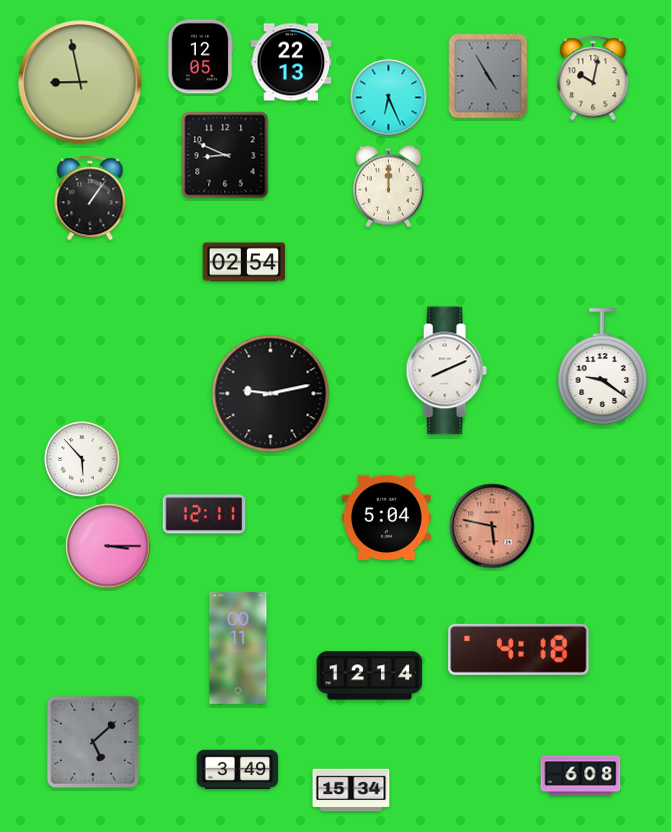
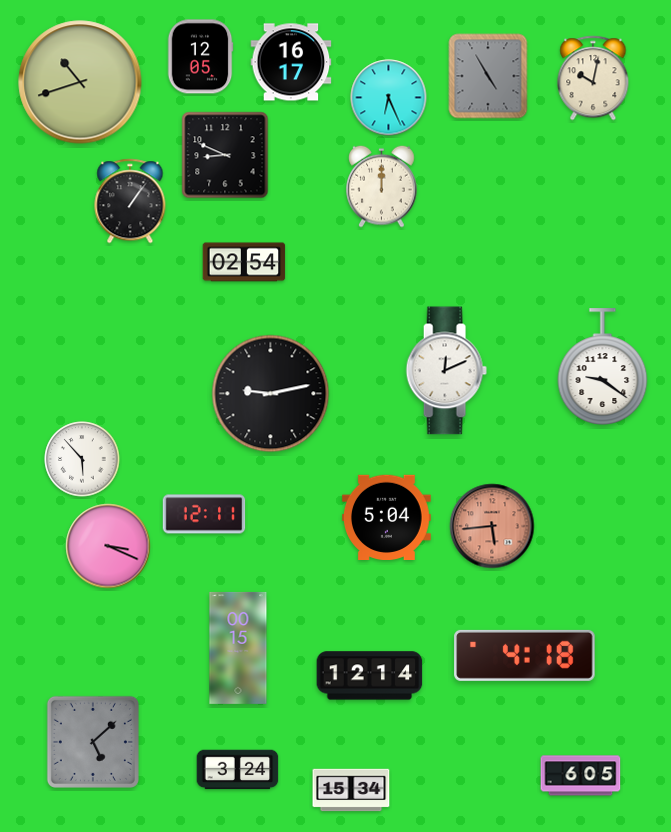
clock at (291, 62): 22:13 -> 16:17
clock at (80, 82): 8:58 -> 10:42
clock at (389, 186) position: (389, 186) -> (382, 186)
clock at (90, 198) position: (90, 198) -> (130, 201)
clock at (446, 371): 8:11 -> 12:11
clock at (492, 526): 5:47 -> 5:44
clock at (108, 546): 3:15 -> 3:19
clock at (238, 648): 00:11 -> 00:15
clock at (519, 649) position: (519, 649) -> (525, 655)
clock at (238, 770): 3:49 -> 3:24
clock at (581, 776): 6:08 -> 6:05
